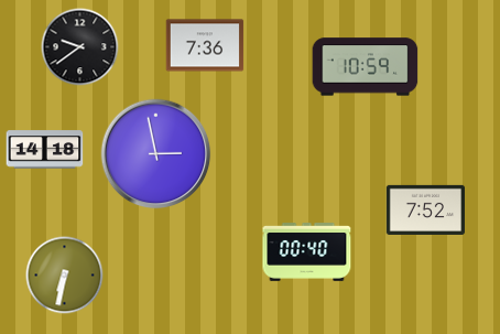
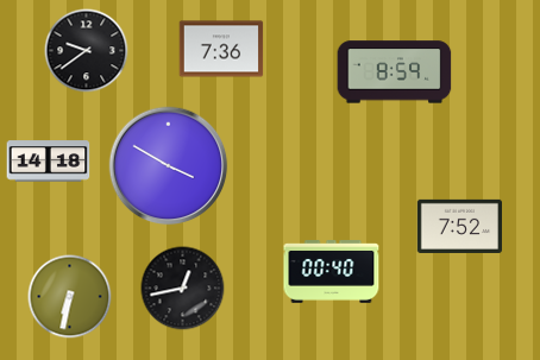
clock at (366, 67): 10:59 -> 8:59
clock at (156, 154): 2:58 -> 3:50
clock at (183, 289): none -> 12:43
